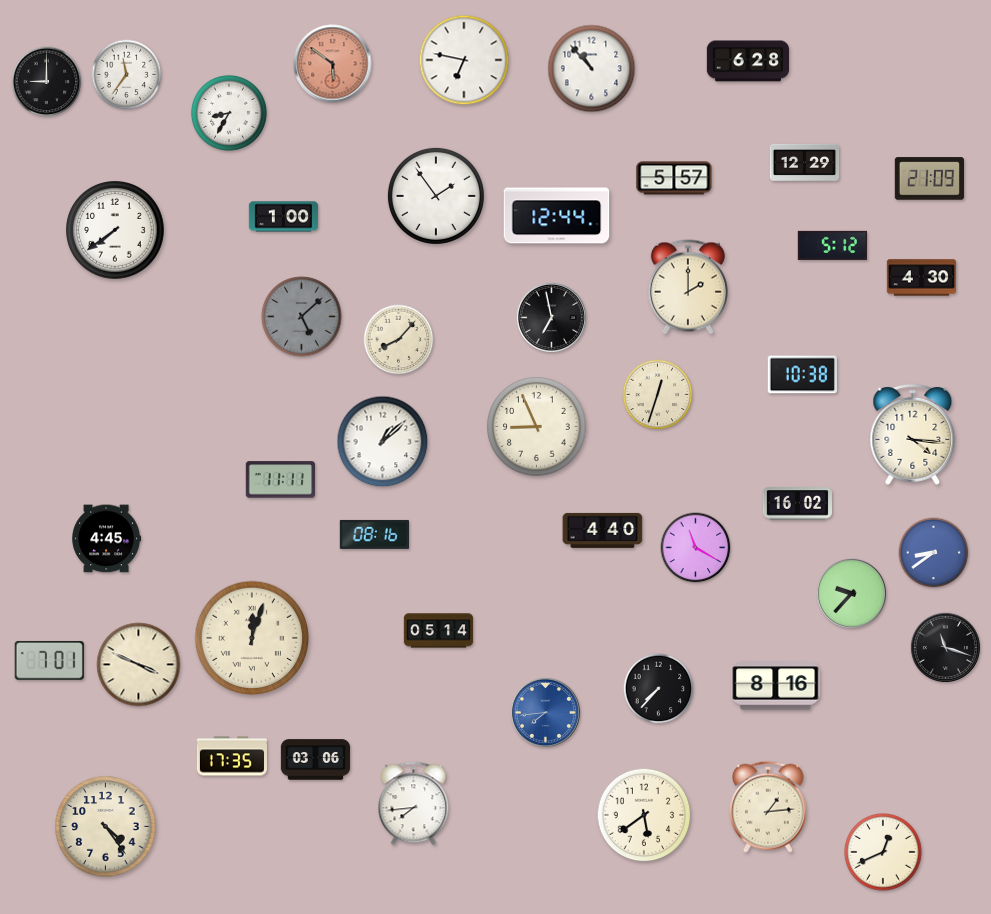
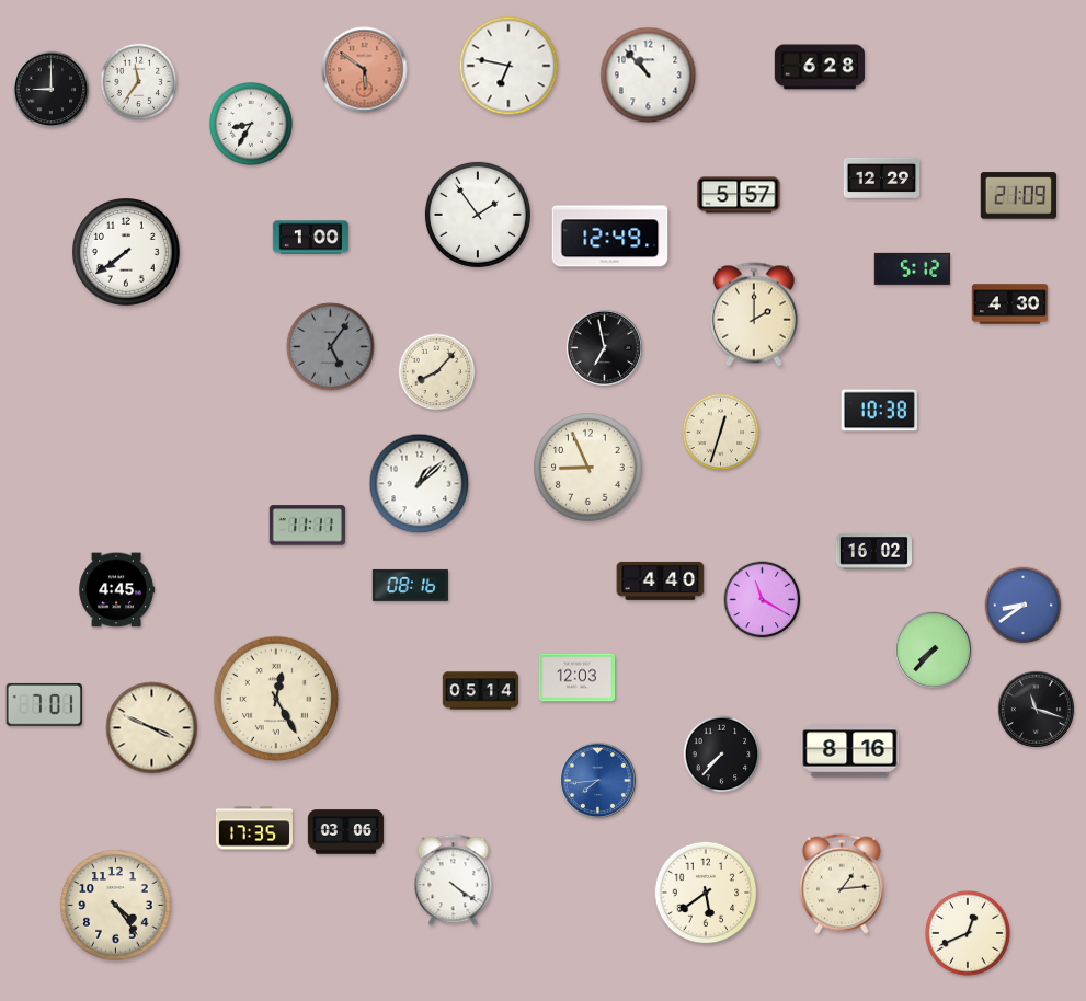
clock at (557, 216): 12:44 -> 12:49
clock at (302, 317): 5:08 -> 5:06
clock at (913, 434): 4:16 -> none
clock at (851, 593): 9:37 -> 7:37
clock at (578, 678): none -> 12:03
clock at (252, 638): 12:03 -> 12:25
clock at (49, 660) position: (49, 660) -> (44, 704)
clock at (414, 804): 7:44 -> 4:21
